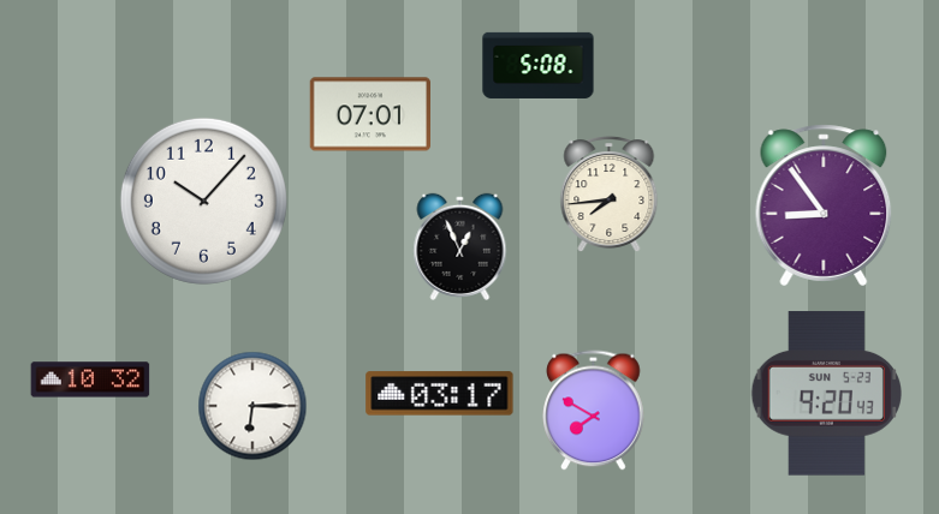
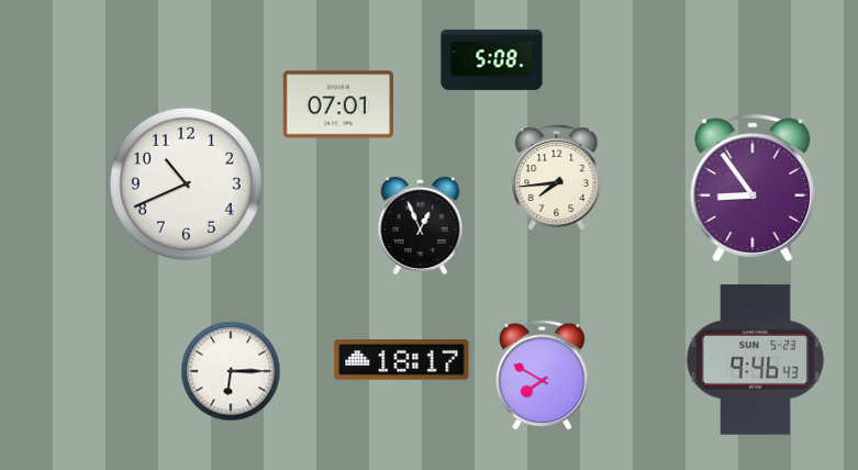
clock at (203, 201): 10:07 -> 10:41
clock at (90, 379): 10:32 -> none
clock at (440, 394): 03:17 -> 18:17
clock at (826, 394): 9:20 -> 9:46
